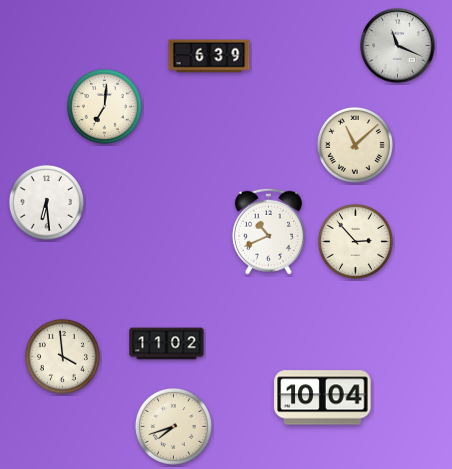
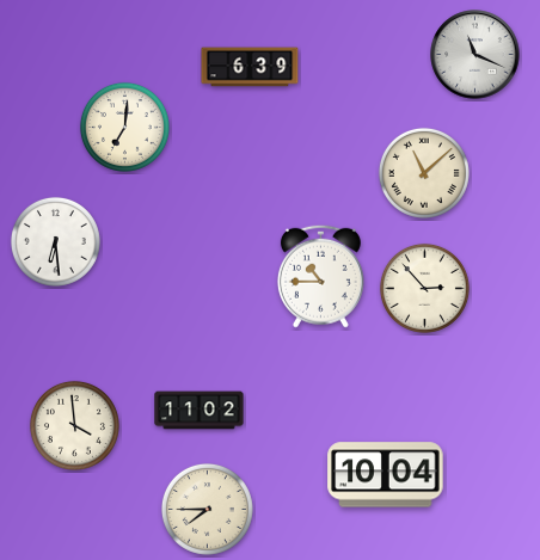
clock at (268, 231): 10:41 -> 10:45
clock at (173, 426): 7:42 -> 7:45
